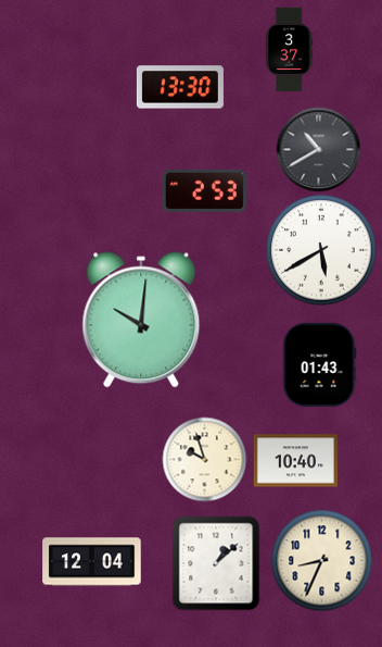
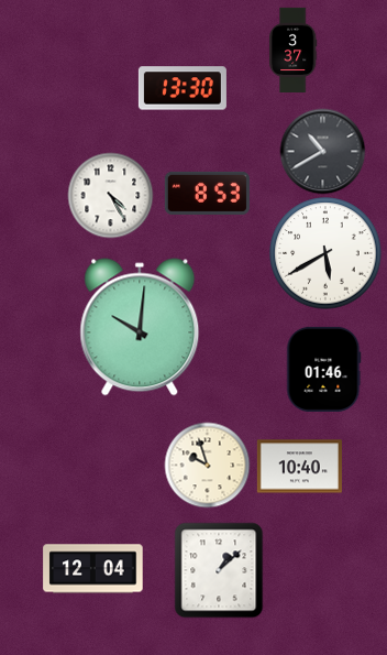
clock at (204, 190): 2:53 -> 8:53
clock at (110, 195): none -> 4:25
clock at (141, 320) position: (141, 320) -> (140, 327)
clock at (319, 364): 01:43 -> 01:46
clock at (321, 560): 8:34 -> none
